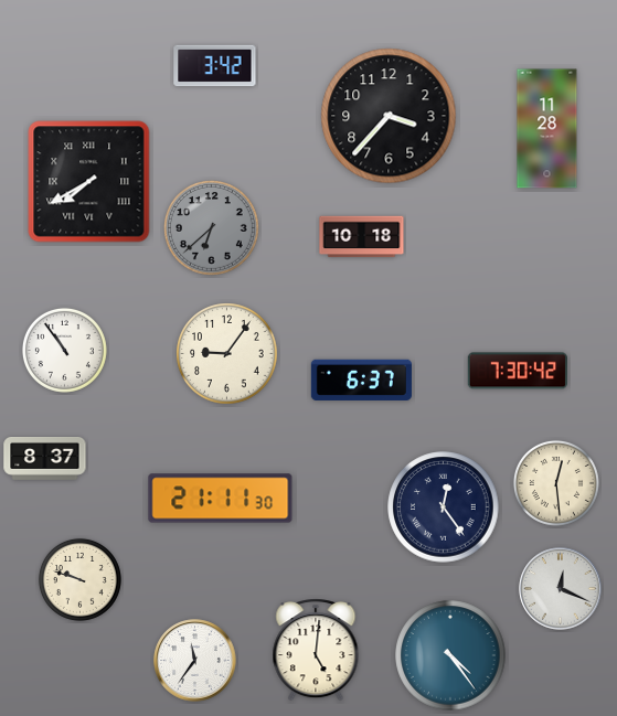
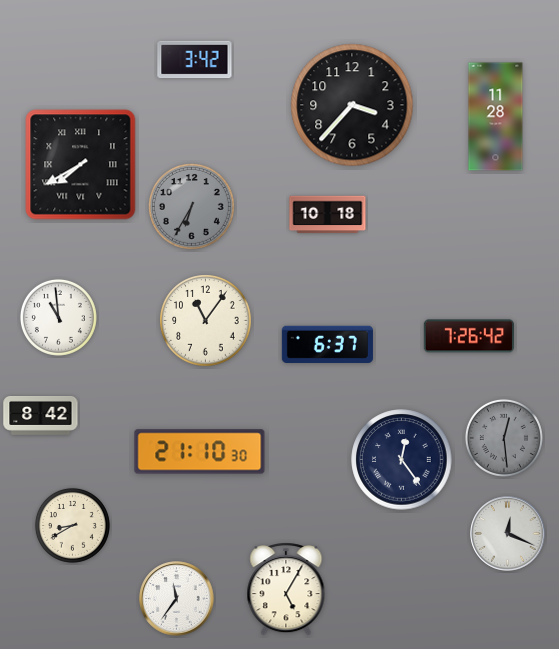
clock at (212, 228): 6:38 -> 6:35
clock at (64, 350): 10:54 -> 10:59
clock at (227, 354): 9:06 -> 11:06
clock at (518, 371): 7:30 -> 7:26
clock at (45, 459): 8:37 -> 8:42
clock at (556, 483) dial: cream -> grey
clock at (221, 499): 21:11 -> 21:10
clock at (79, 579): 9:48 -> 8:40
clock at (316, 650): 5:01 -> 5:05
clock at (450, 655): 4:24 -> none
